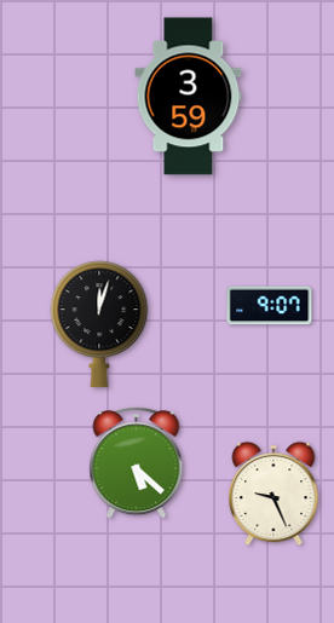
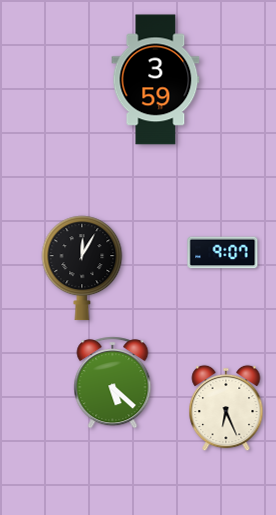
clock at (99, 324): 12:03 -> 12:05
clock at (273, 494): 9:26 -> 6:26
